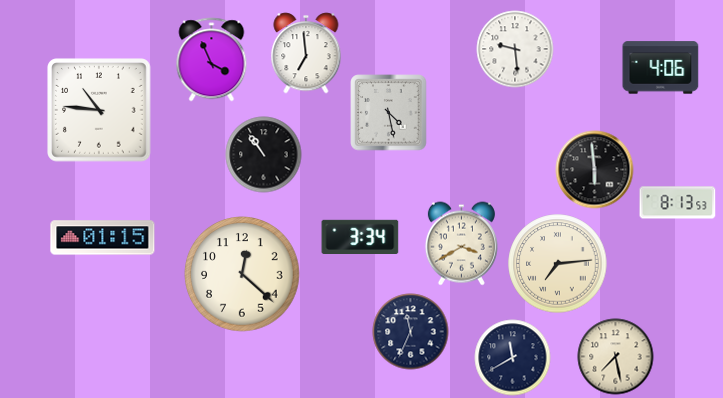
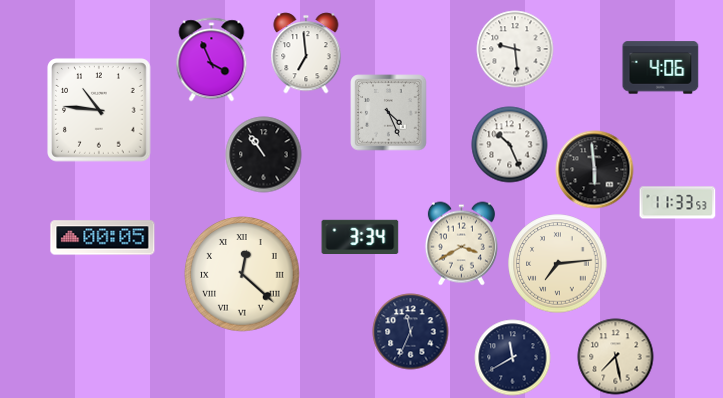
clock at (389, 113): 4:28 -> 4:26
clock at (510, 145): none -> 10:26
clock at (678, 203): 8:13 -> 11:33
clock at (103, 238): 01:15 -> 00:05
clock at (242, 274) numerals: Arabic -> Roman
